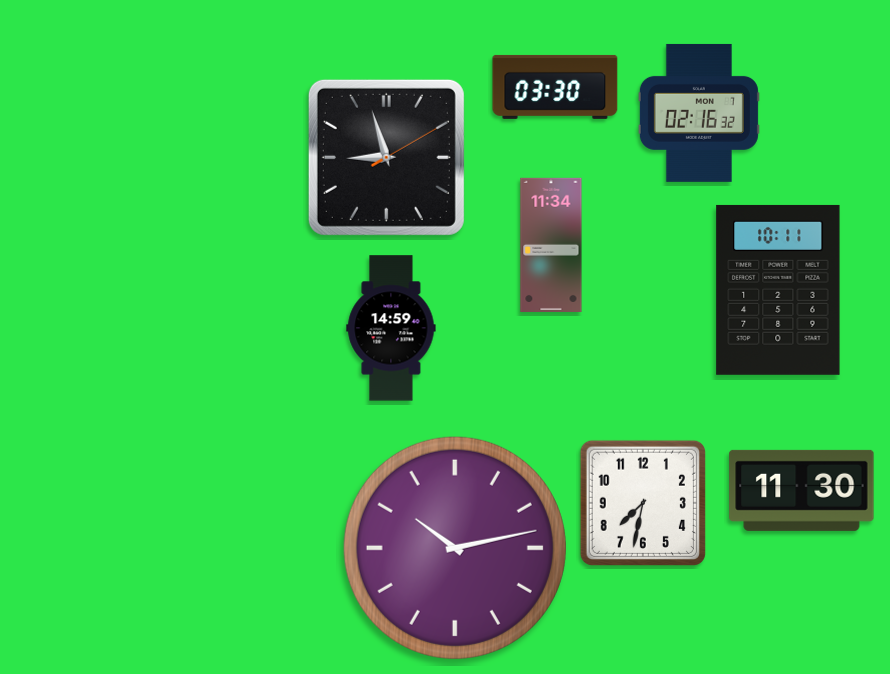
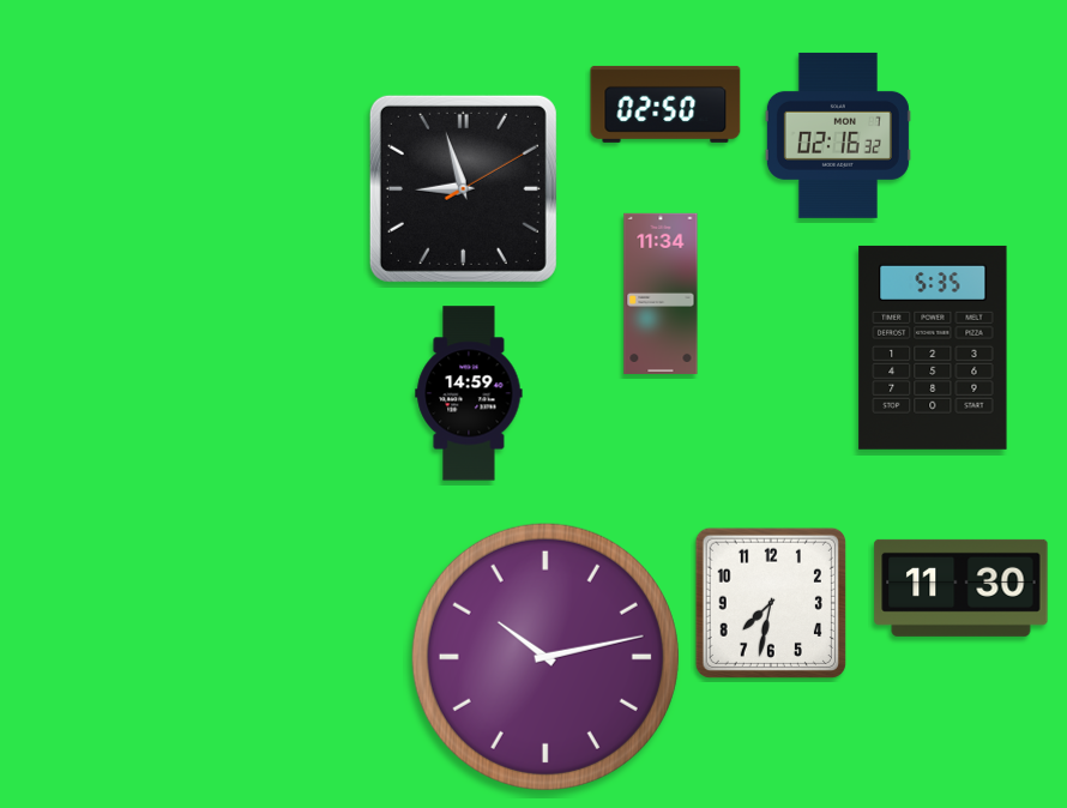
clock at (555, 87): 03:30 -> 02:50
clock at (778, 290): 10:11 -> 5:35
